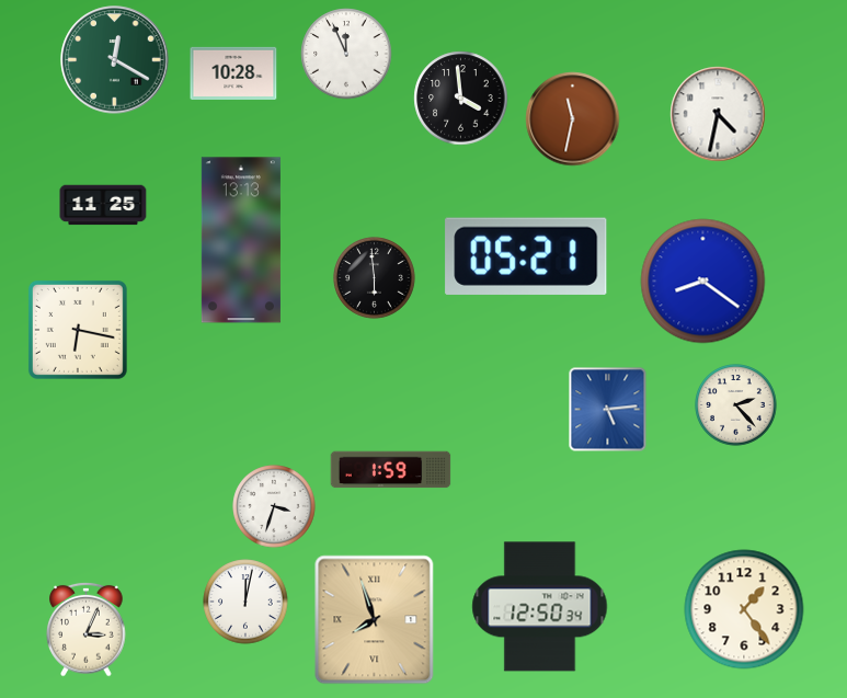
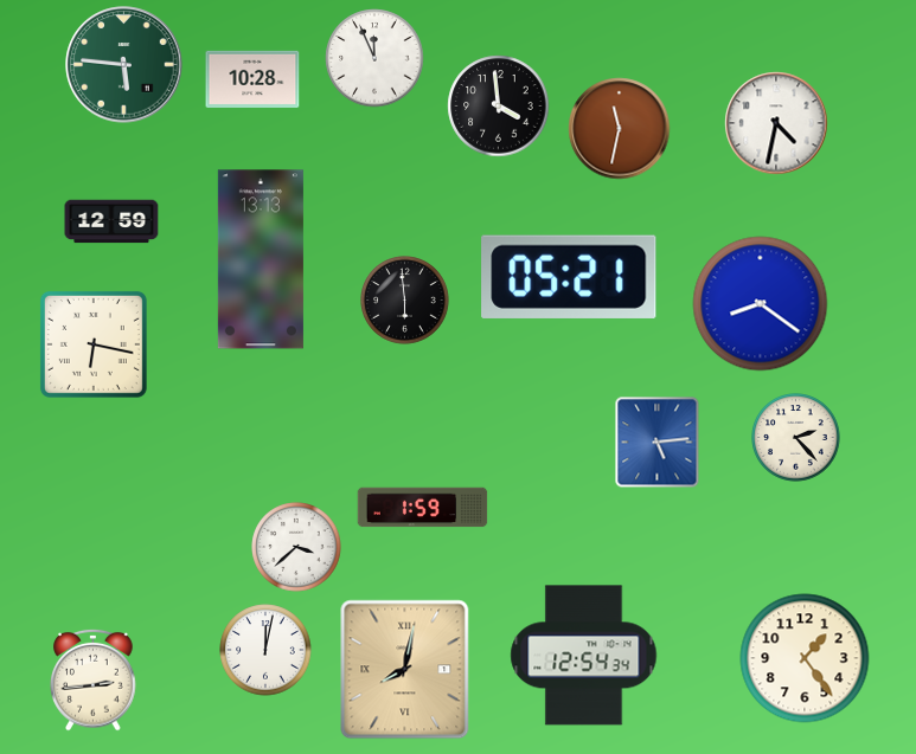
clock at (115, 60): 12:20 -> 5:46
clock at (103, 205): 11:25 -> 12:59
clock at (78, 330) position: (78, 330) -> (94, 344)
clock at (274, 506): 3:33 -> 3:38
clock at (540, 607): 12:50 -> 12:54
clock at (375, 620): 7:57 -> 8:02
clock at (87, 629): 3:04 -> 2:44
